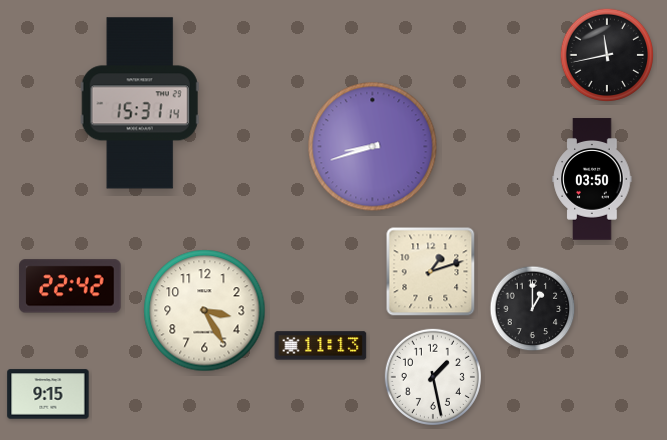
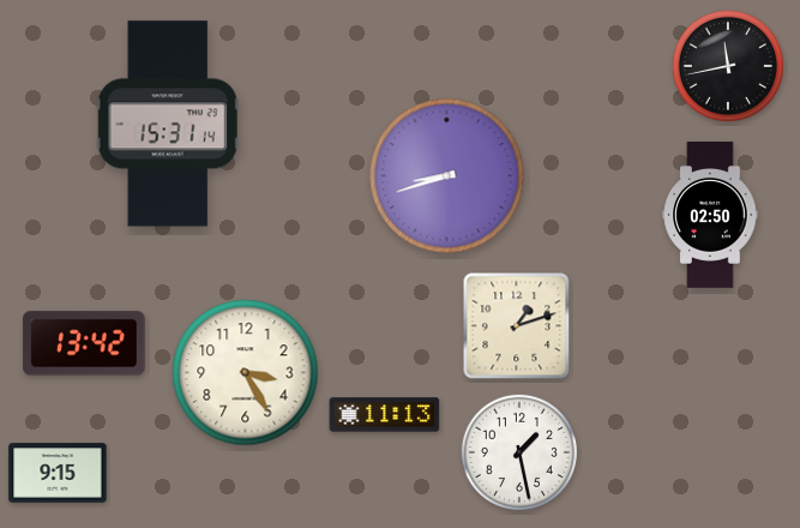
clock at (592, 179): 03:50 -> 02:50
clock at (70, 286): 22:42 -> 13:42
clock at (533, 309): 1:00 -> none
